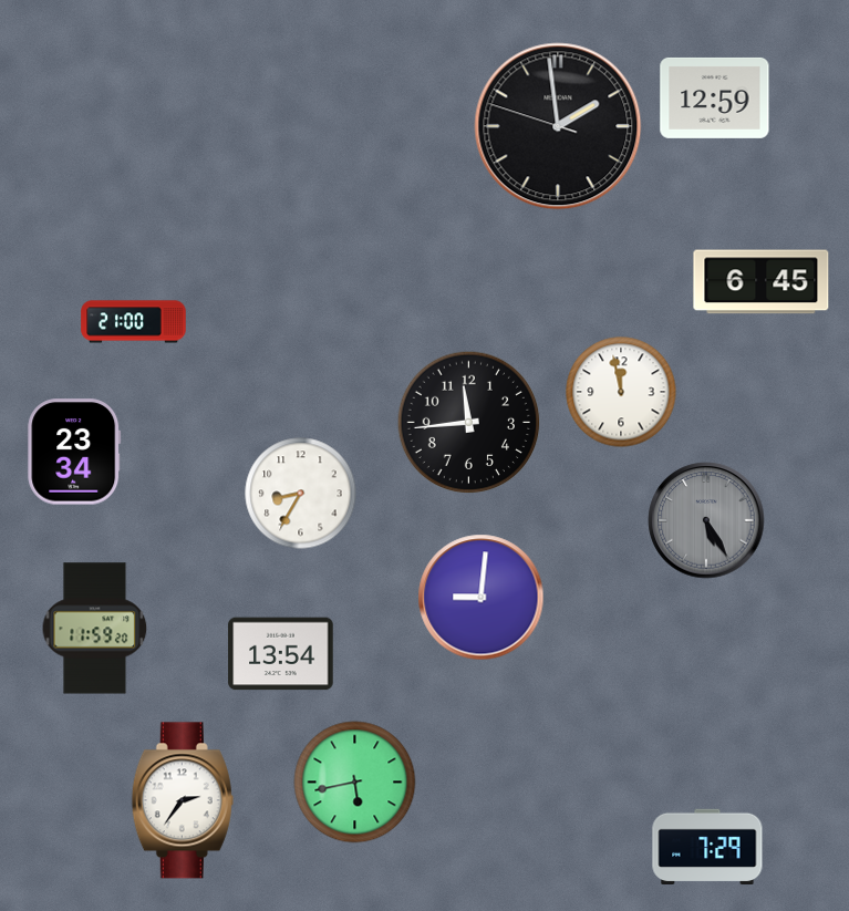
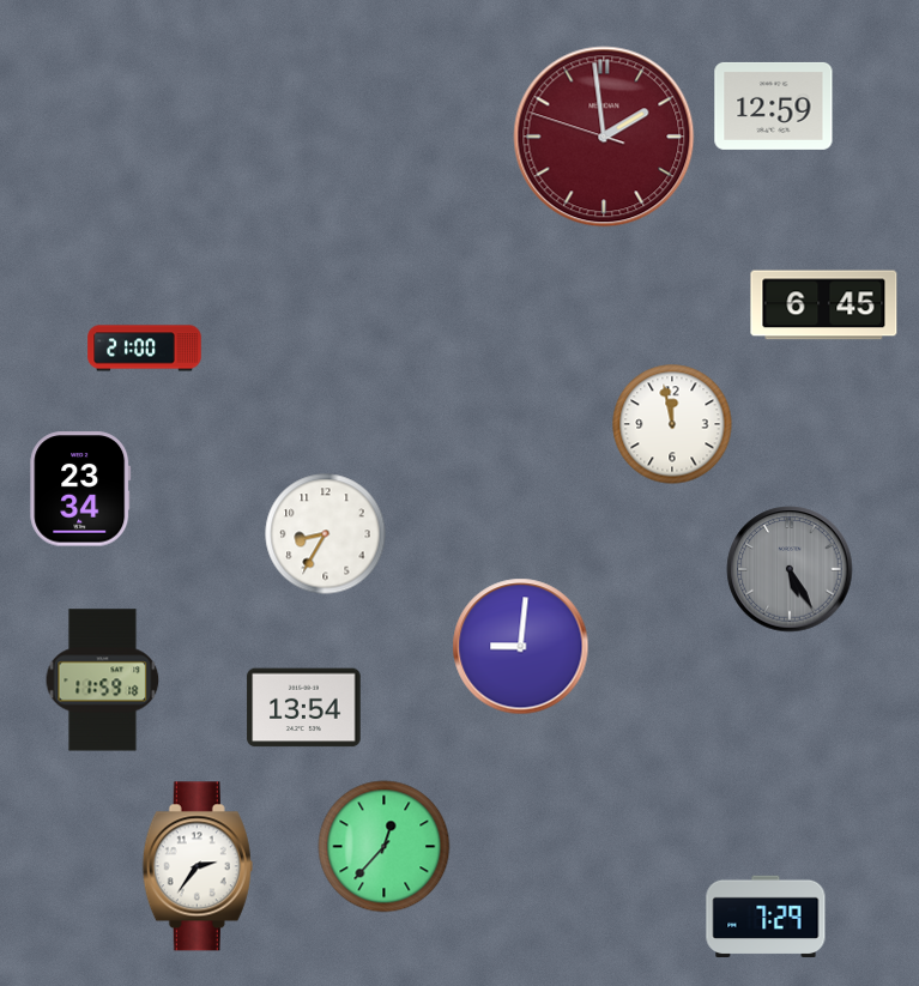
clock at (558, 126) dial: black -> burgundy
clock at (469, 423): 11:44 -> none
clock at (706, 520) position: (706, 520) -> (790, 569)
clock at (95, 629): 11:59:20 -> 11:59:18
clock at (355, 783): 5:43 -> 12:37
